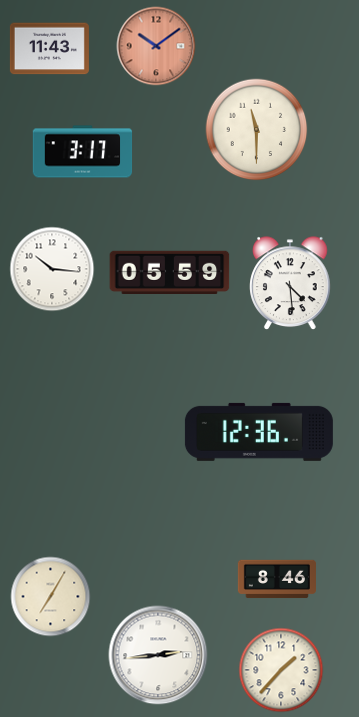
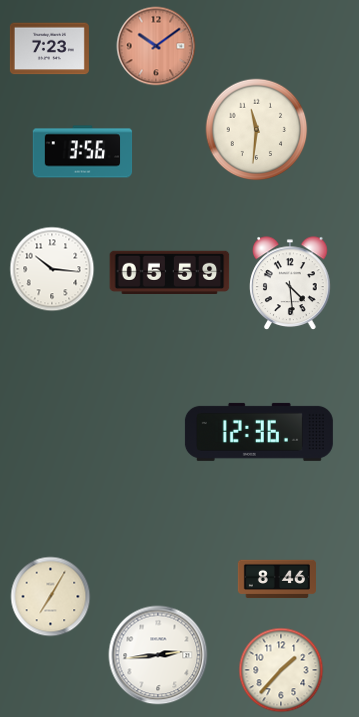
clock at (49, 49): 11:43 -> 7:23
clock at (257, 130): 11:30 -> 11:31
clock at (83, 152): 3:17 -> 3:56
